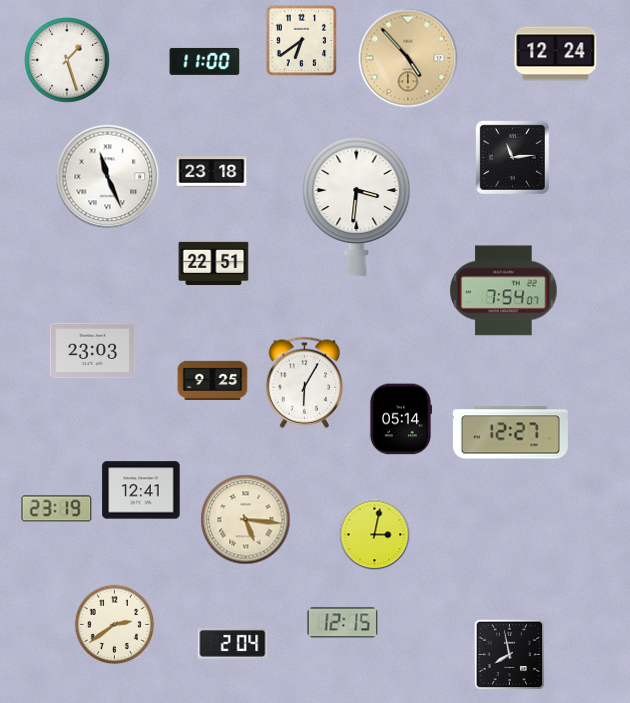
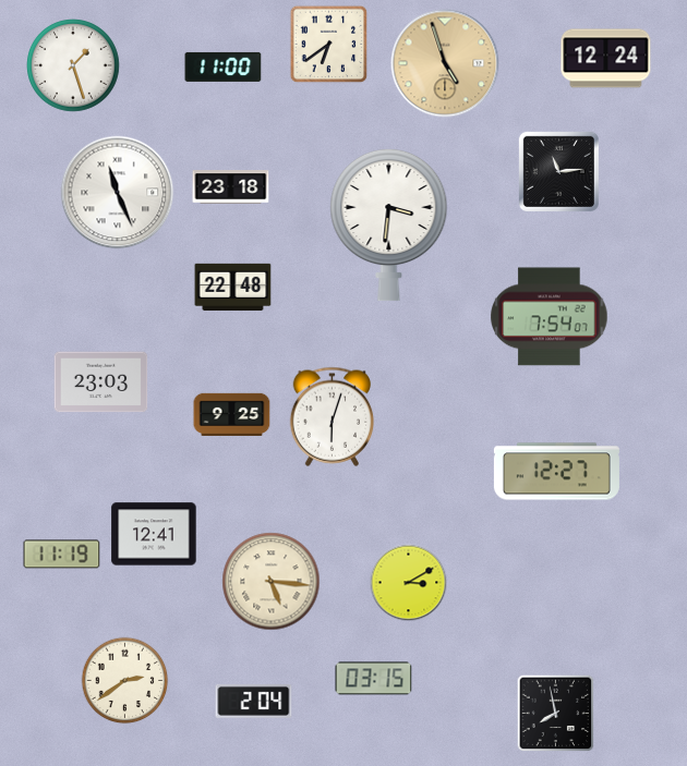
clock at (408, 58): 4:53 -> 4:57
clock at (214, 264): 22:51 -> 22:48
clock at (305, 382): 6:05 -> 6:03
clock at (400, 419): 05:14 -> none
clock at (57, 509): 23:19 -> 11:19
clock at (246, 520) position: (246, 520) -> (272, 582)
clock at (375, 535): 3:02 -> 3:10
clock at (343, 623): 12:15 -> 03:15
